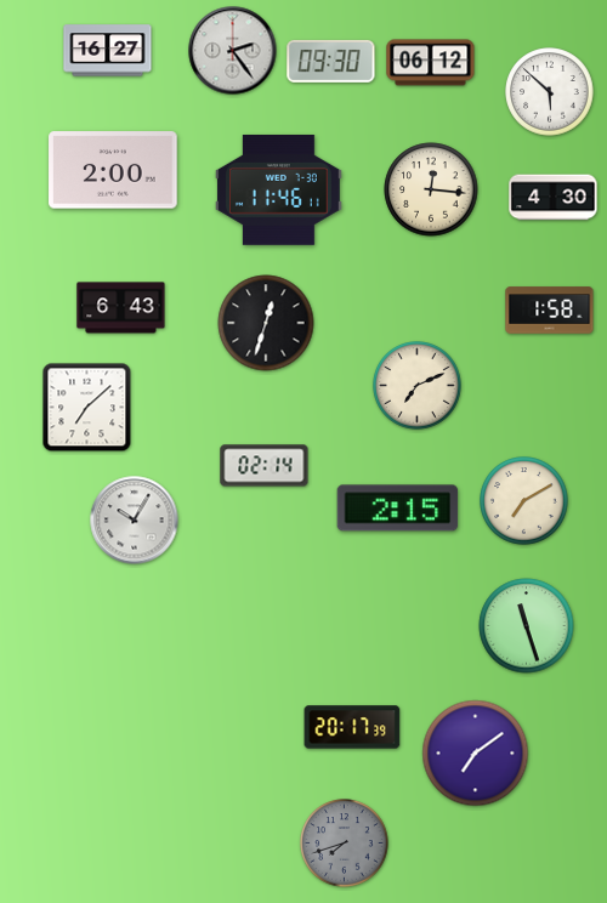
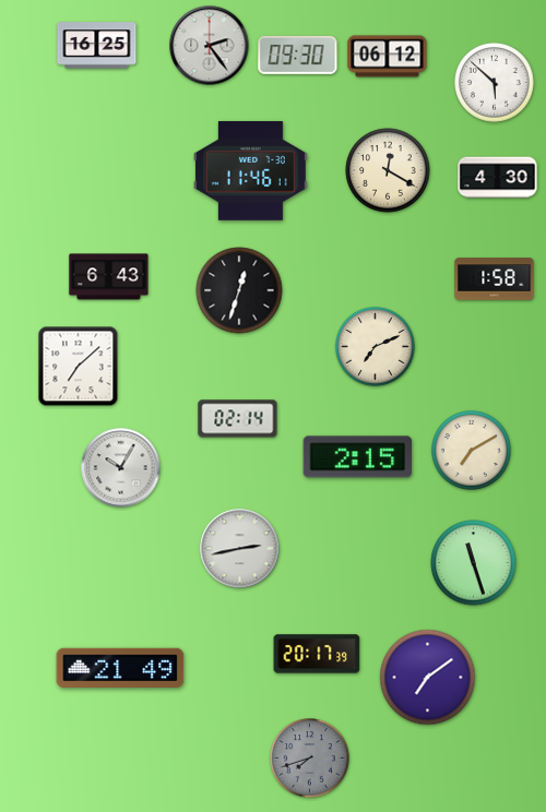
clock at (108, 51): 16:27 -> 16:25
clock at (113, 170): 2:00 -> none
clock at (431, 189): 12:16 -> 12:20
clock at (240, 549): none -> 2:43
clock at (120, 667): none -> 21:49
